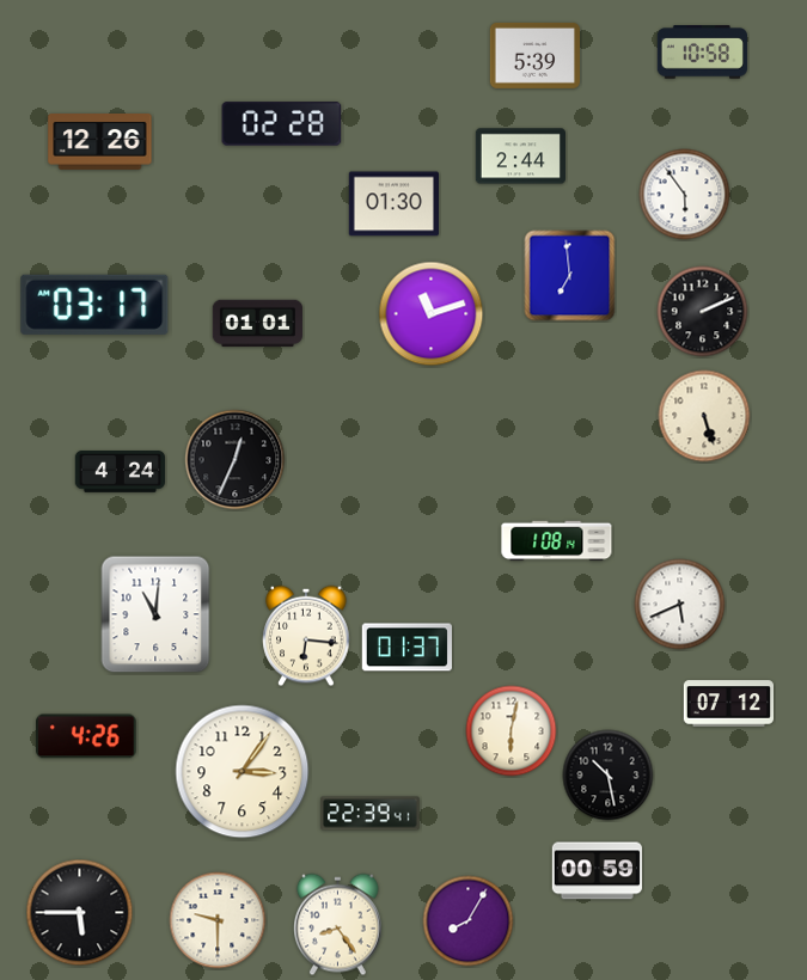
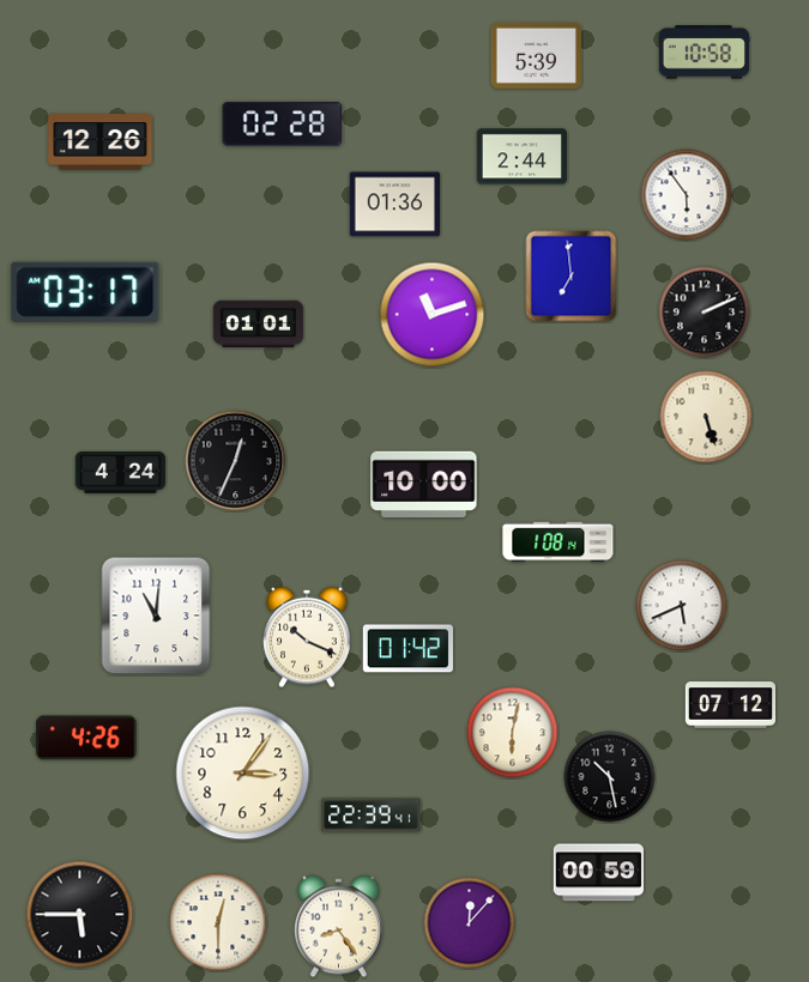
clock at (393, 204): 01:30 -> 01:36
clock at (94, 305) position: (94, 305) -> (85, 292)
clock at (424, 484): none -> 10:00
clock at (306, 636): 6:16 -> 10:19
clock at (406, 648): 01:37 -> 01:42
clock at (218, 920): 9:30 -> 12:30
clock at (469, 921): 8:05 -> 12:07
